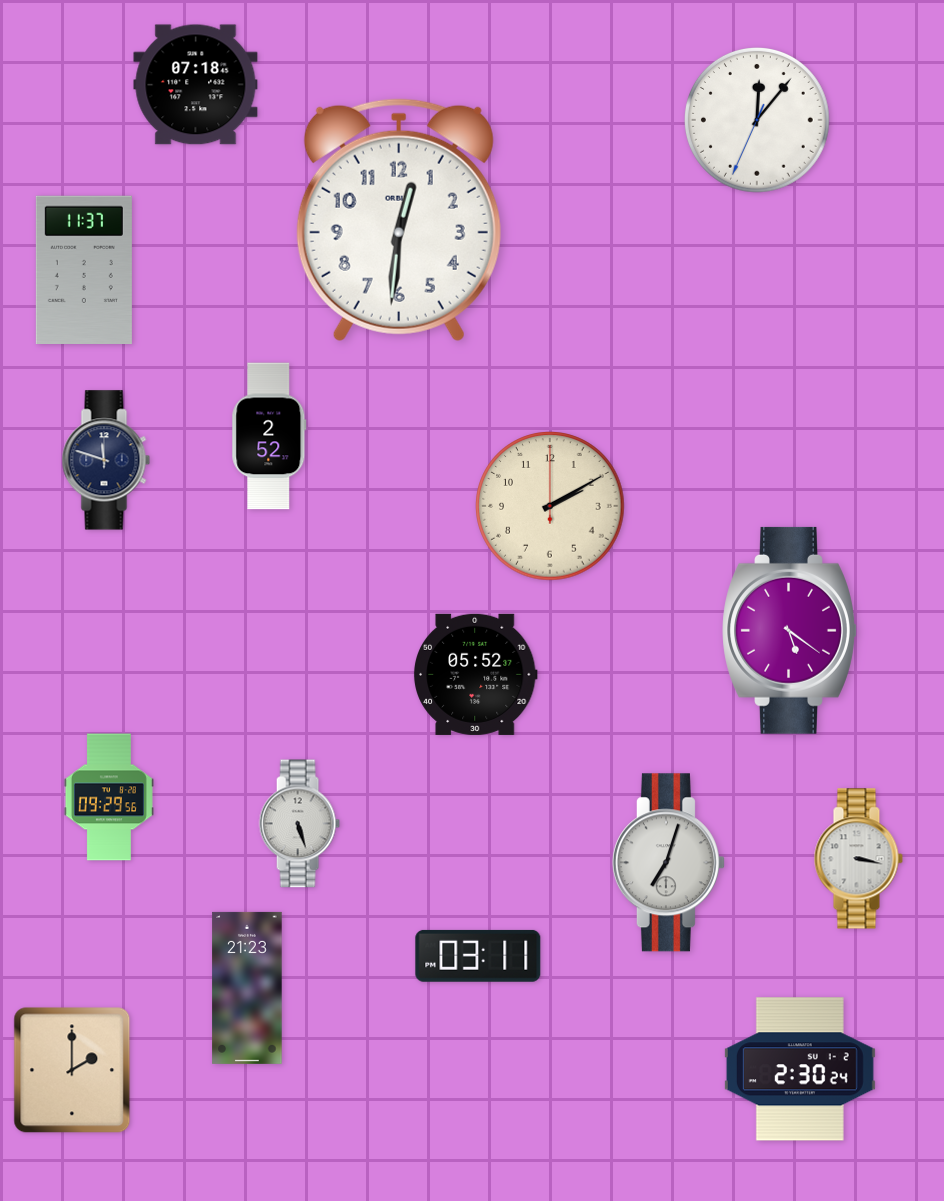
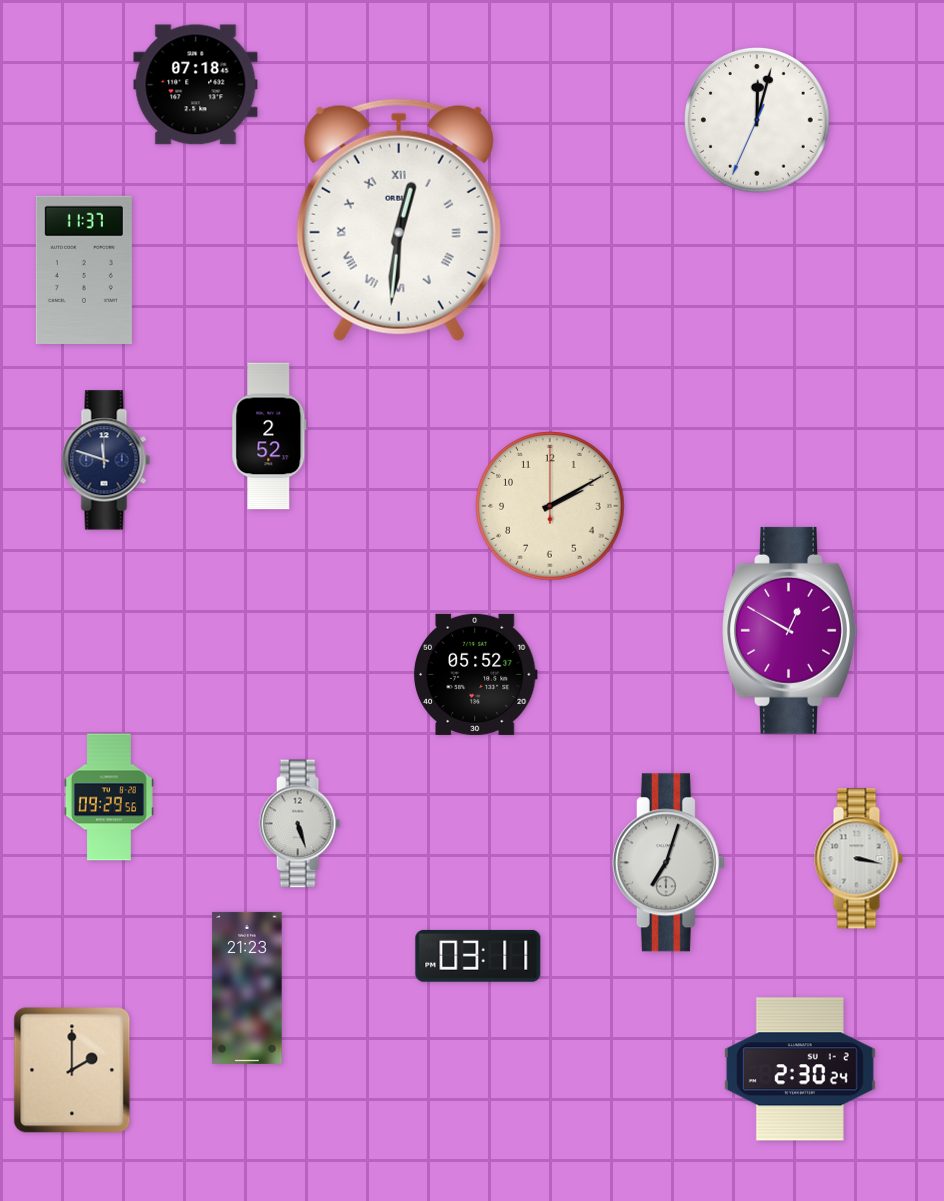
clock at (757, 120): 12:06 -> 12:02
clock at (399, 220) numerals: Arabic -> Roman
clock at (790, 630): 5:21 -> 12:50
